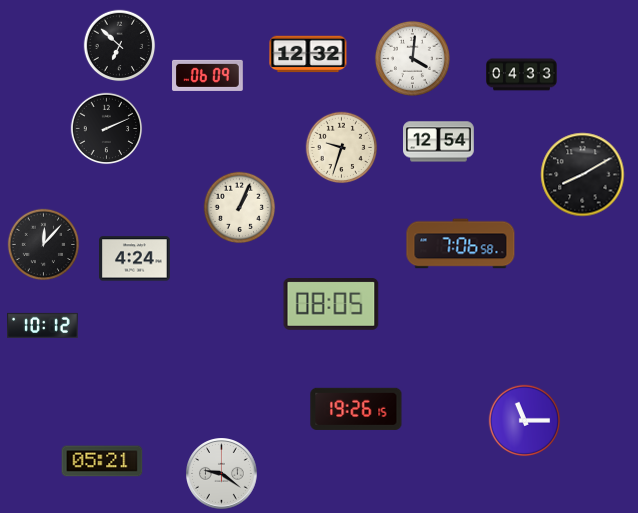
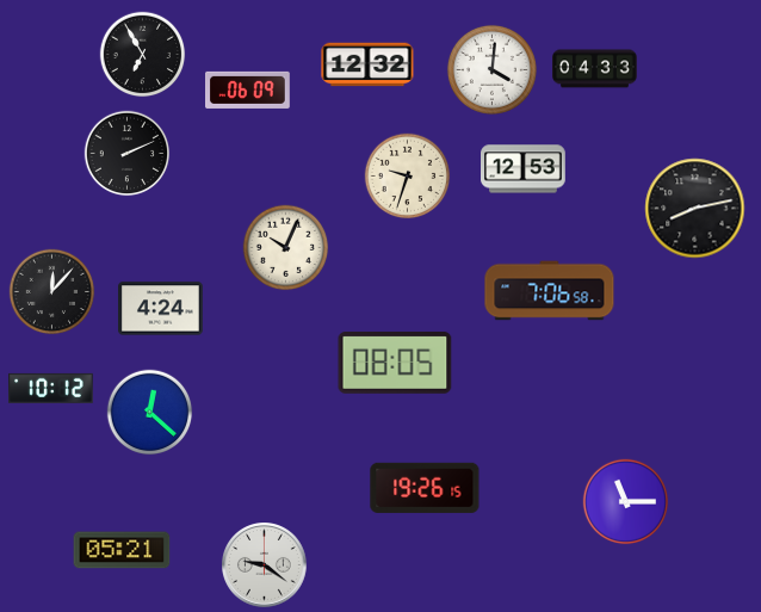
clock at (120, 46): 6:52 -> 6:55
clock at (522, 75) position: (522, 75) -> (595, 69)
clock at (439, 142): 12:54 -> 12:53
clock at (583, 175): 8:10 -> 8:13
clock at (240, 208): 1:04 -> 10:04
clock at (150, 413): none -> 12:22
